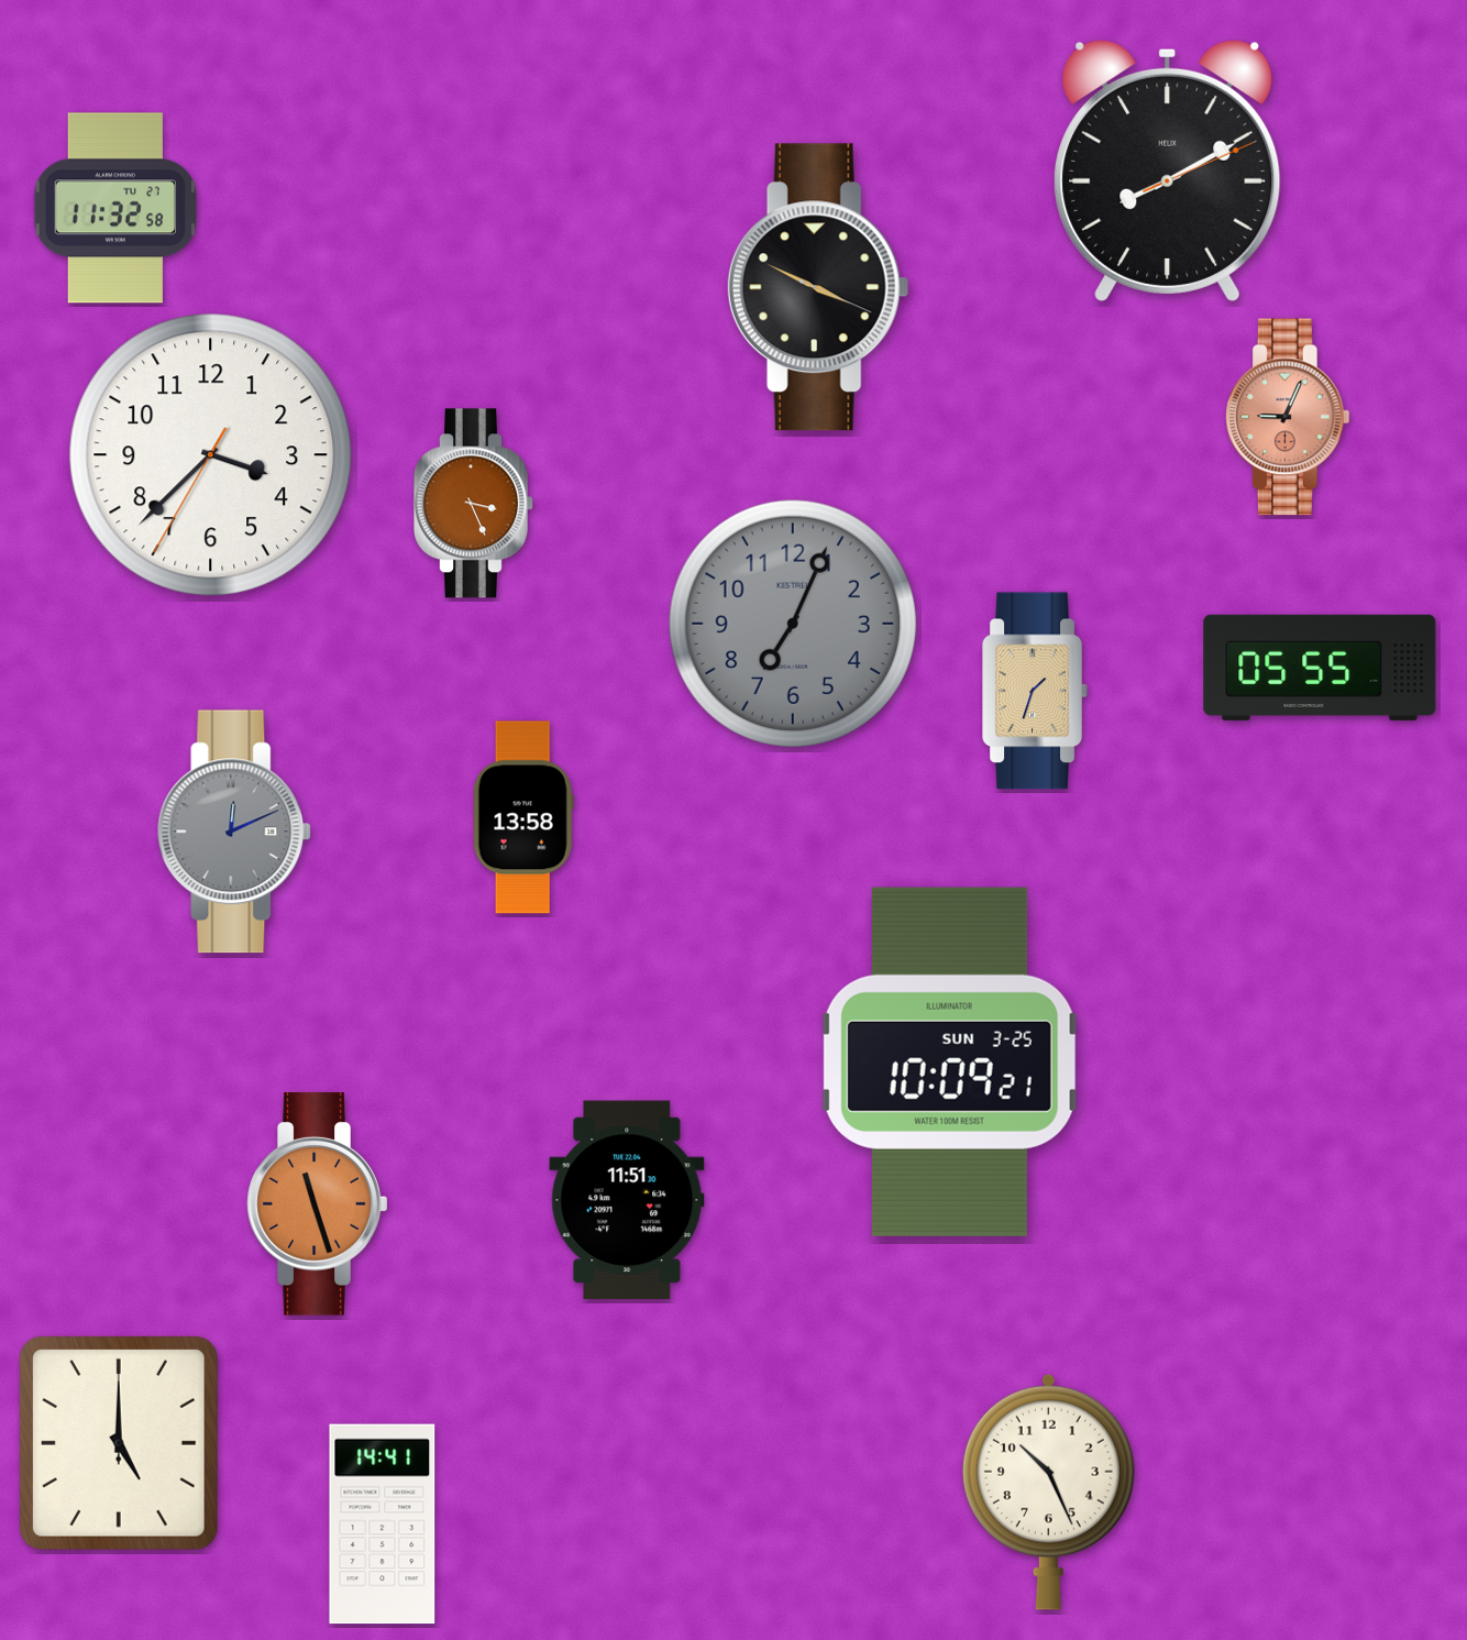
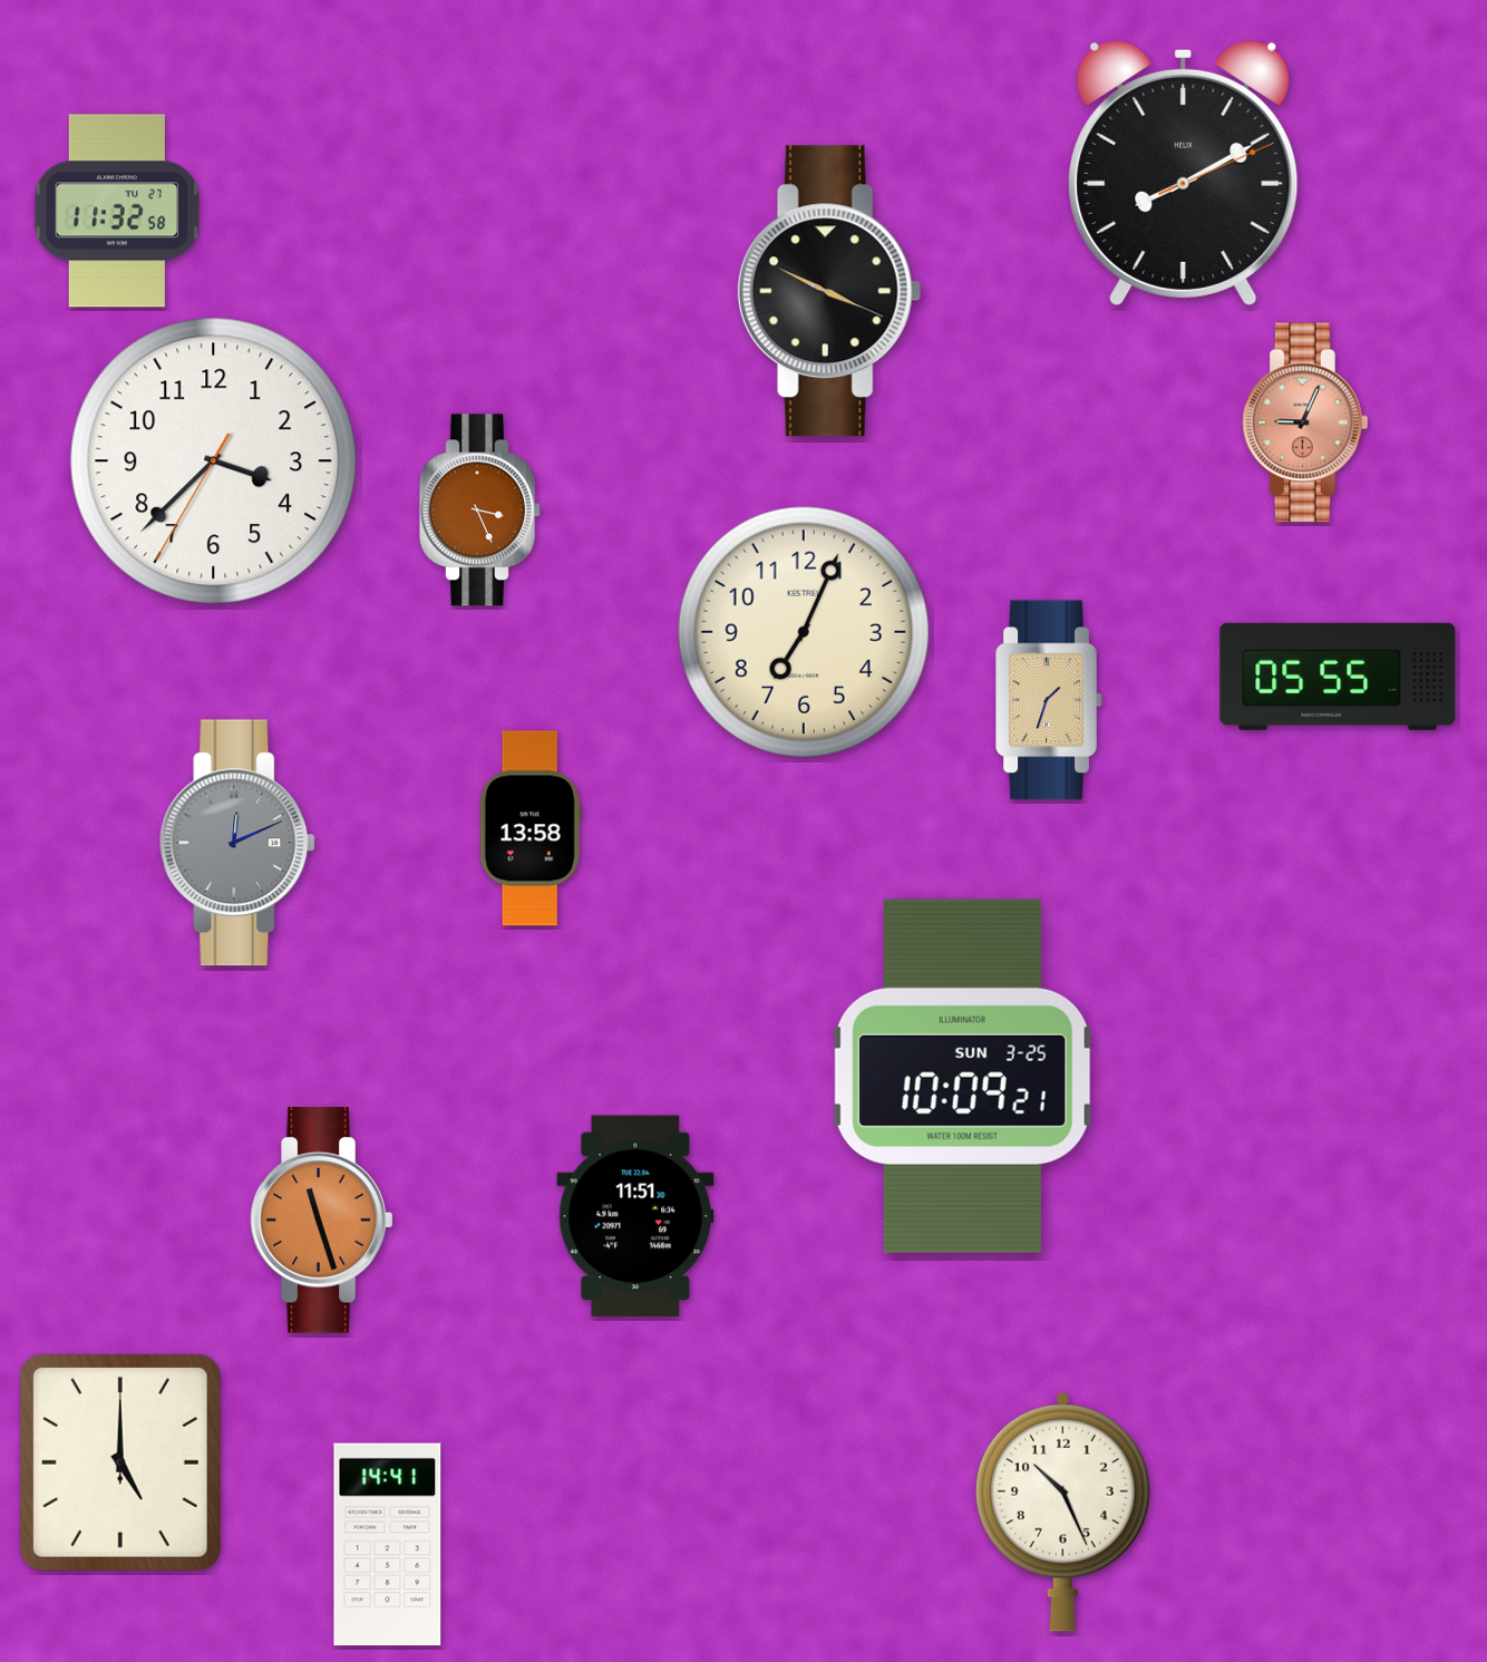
clock at (792, 623) dial: grey -> cream
